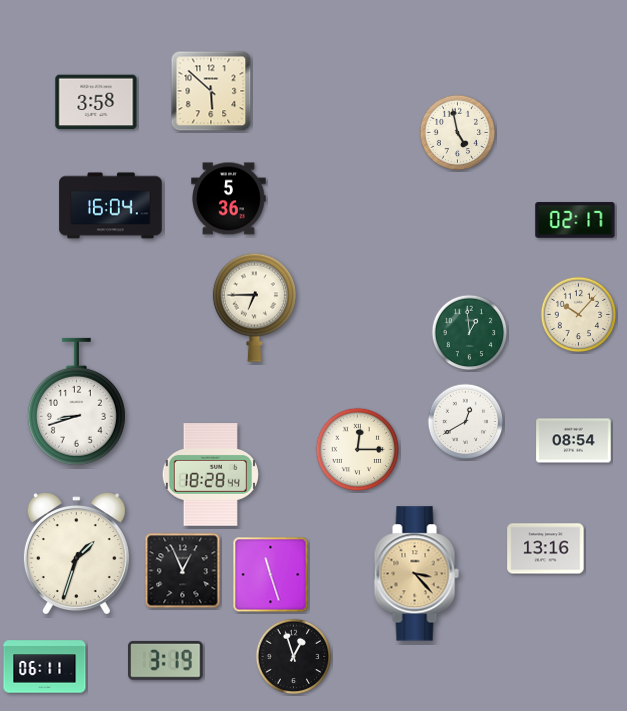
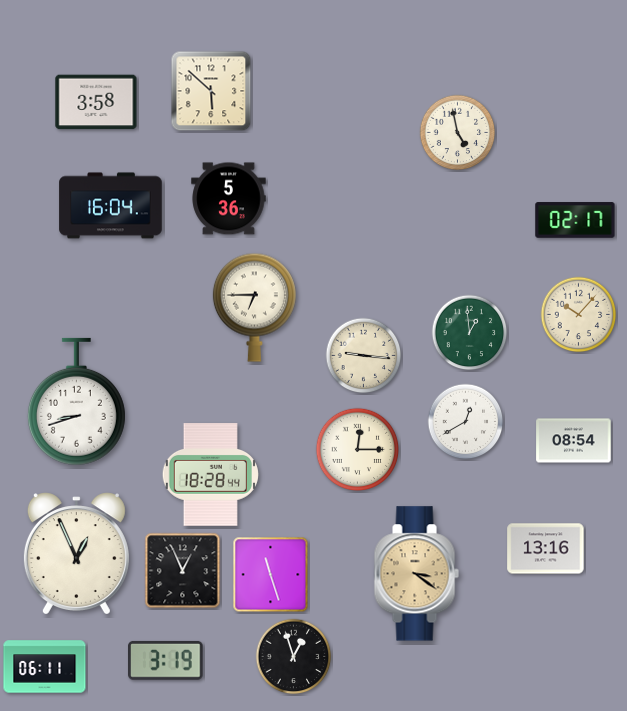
clock at (364, 356): none -> 9:16
clock at (76, 554): 1:33 -> 12:56
clock at (416, 574): 3:23 -> 3:21
